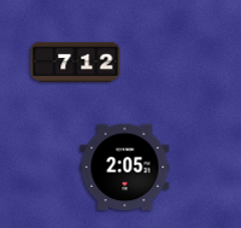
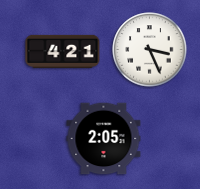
clock at (150, 50): none -> 3:26
clock at (76, 62): 7:12 -> 4:21
